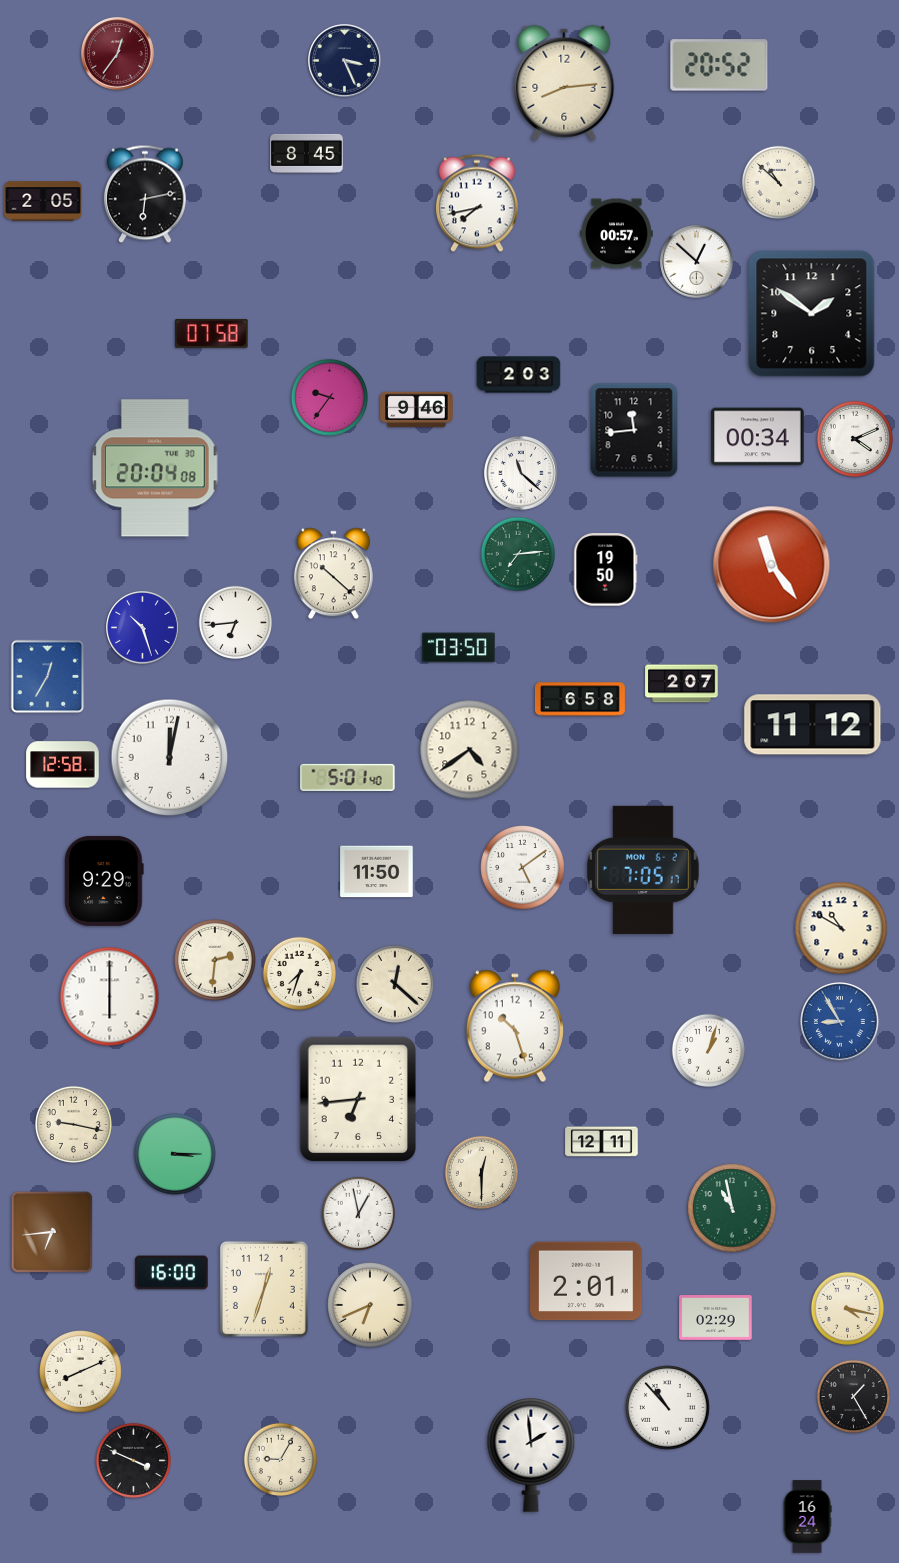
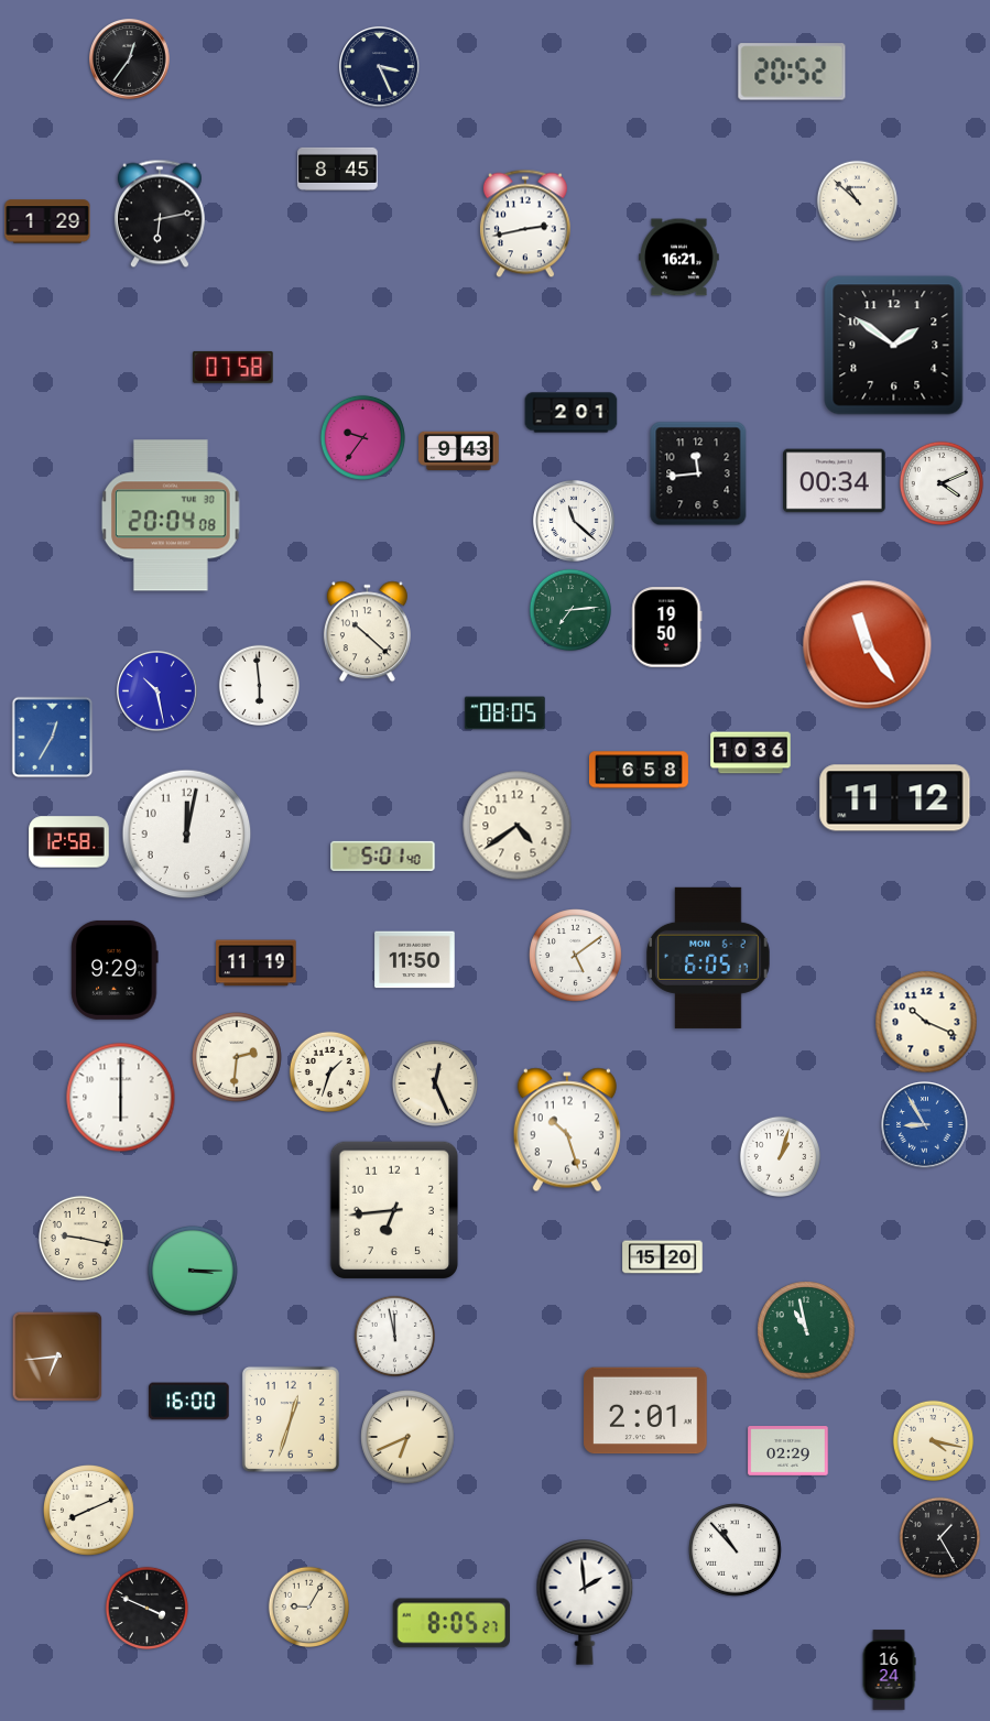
clock at (118, 54) dial: burgundy -> black
clock at (564, 83): 8:14 -> none
clock at (43, 201): 2:05 -> 1:29
clock at (477, 203): 7:43 -> 2:43
clock at (617, 234): 00:57 -> 16:21
clock at (697, 262): 12:52 -> none
clock at (519, 375): 2:03 -> 2:01
clock at (417, 410): 9:46 -> 9:43
clock at (772, 565) position: (772, 565) -> (868, 645)
clock at (236, 622): 6:44 -> 5:59
clock at (143, 628): 10:27 -> 10:28
clock at (459, 648): 03:50 -> 08:05
clock at (48, 677) position: (48, 677) -> (53, 738)
clock at (682, 684): 2:07 -> 10:36
clock at (643, 870): 7:05 -> 6:05
clock at (257, 963): none -> 11:19
clock at (841, 928): 10:50 -> 10:19
clock at (300, 973): 7:33 -> 1:33
clock at (395, 984): 12:22 -> 12:26
clock at (602, 1142): 12:11 -> 15:20
clock at (482, 1172): 12:30 -> none
clock at (359, 1213): 12:58 -> 11:58
clock at (452, 1623): none -> 8:05
